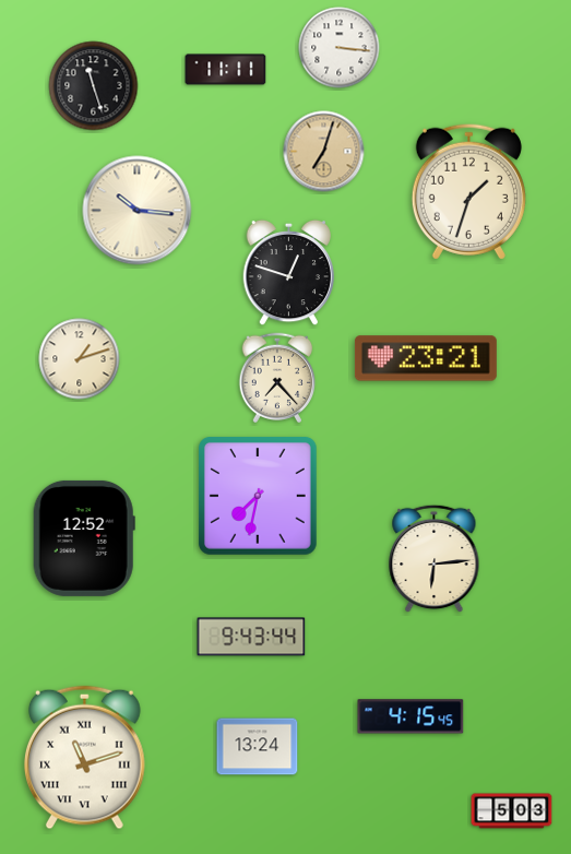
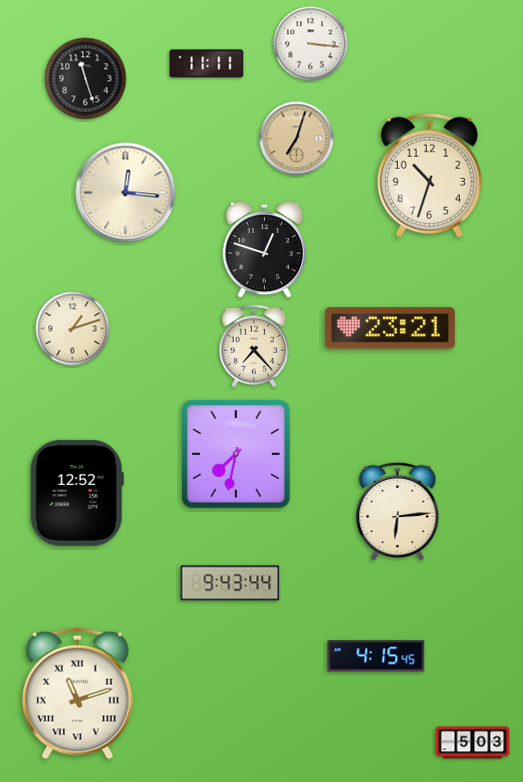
clock at (468, 191): 1:33 -> 10:33
clock at (138, 211): 10:16 -> 12:16
clock at (258, 747): 13:24 -> none
clock at (512, 811) position: (512, 811) -> (473, 743)
